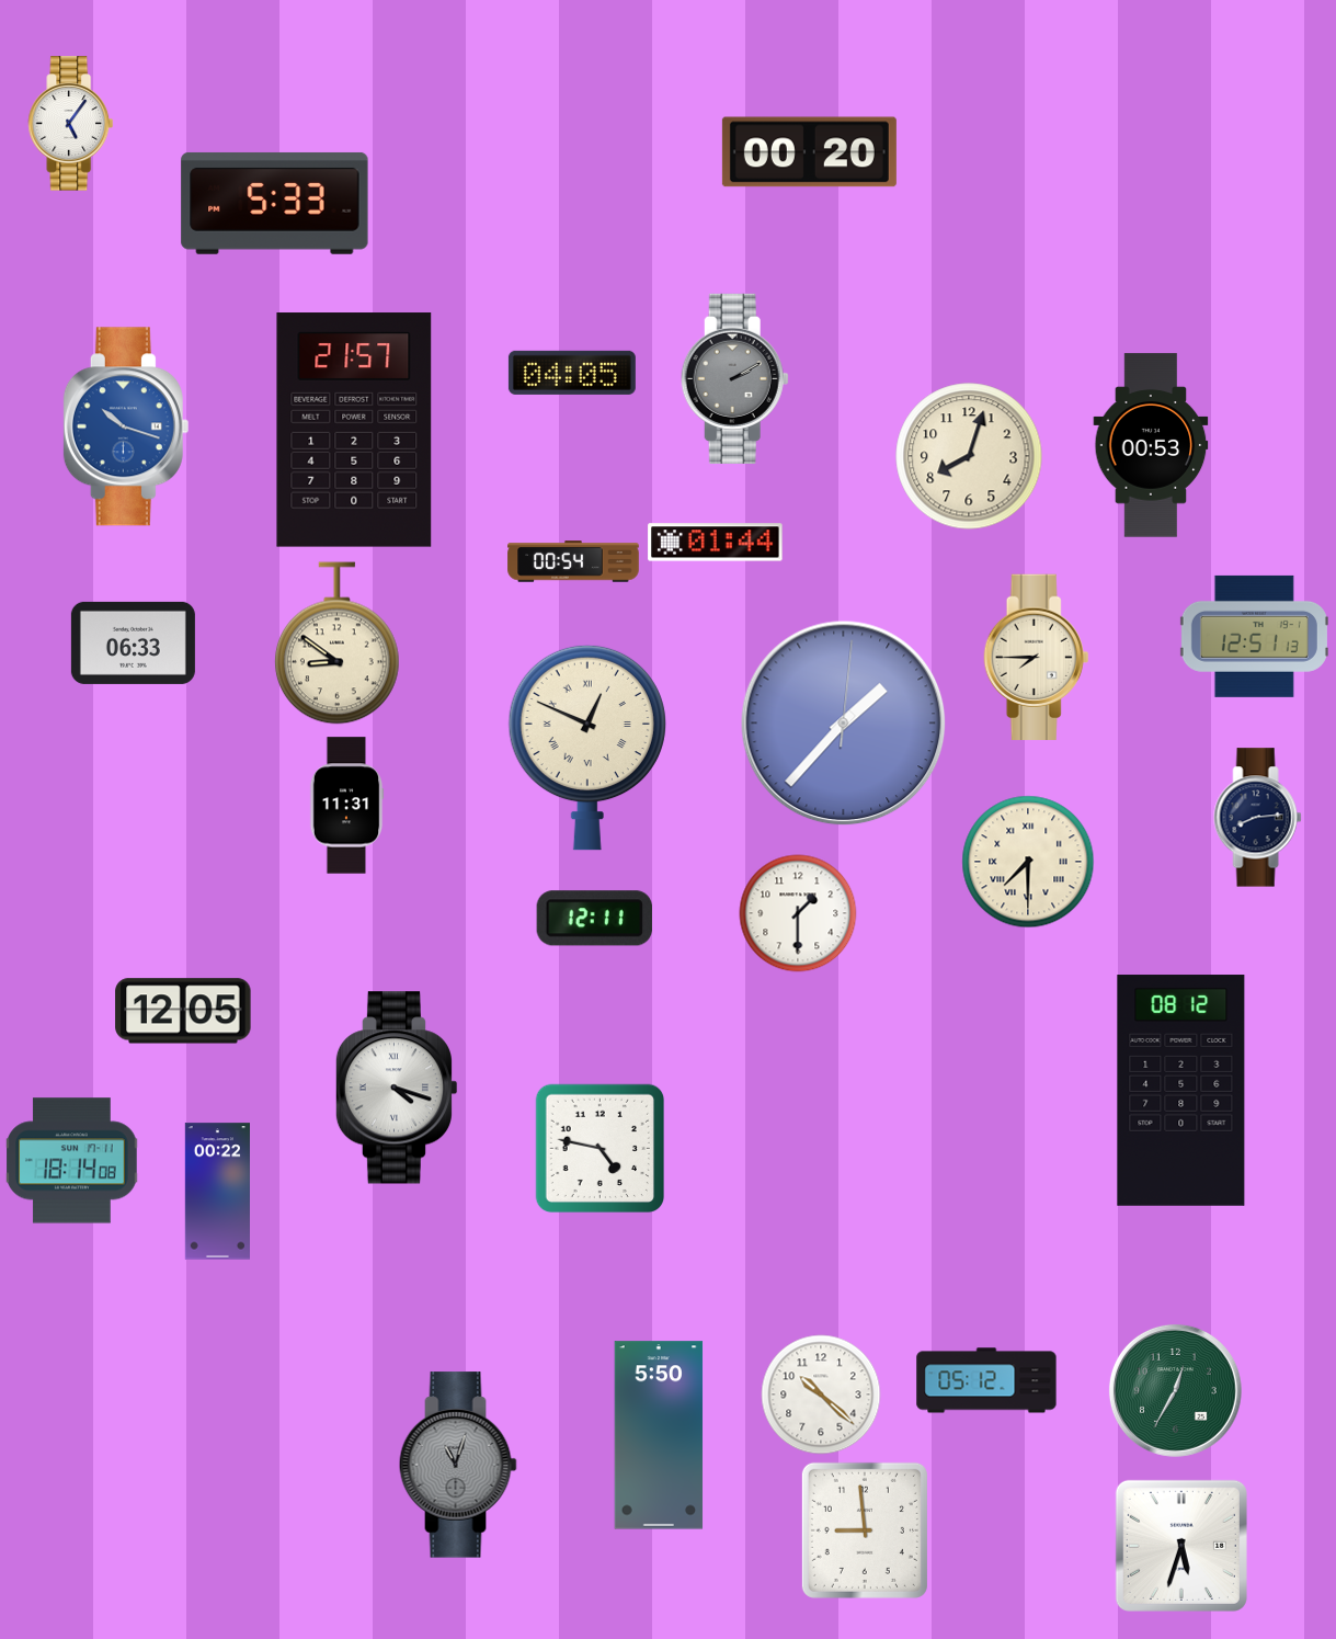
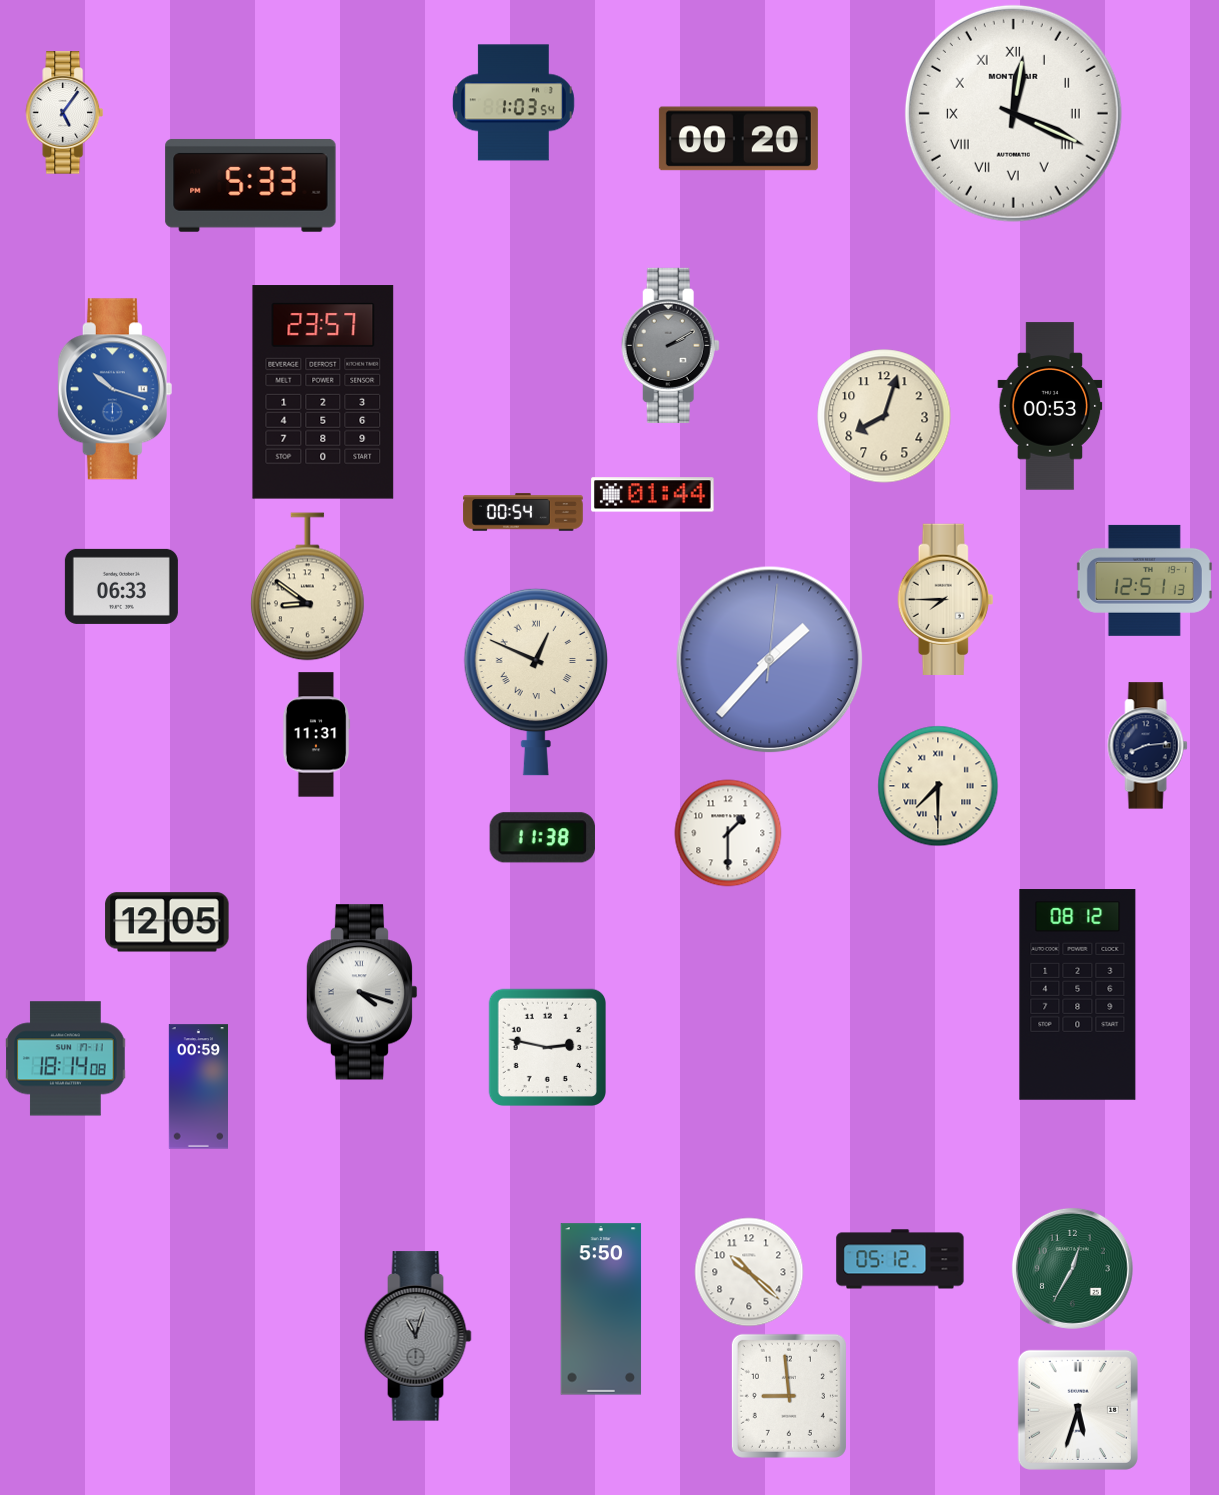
clock at (513, 103): none -> 1:03
clock at (1013, 113): none -> 12:19
clock at (572, 373): 04:05 -> none
clock at (354, 430): 21:57 -> 23:57
clock at (594, 919): 12:11 -> 11:38
clock at (600, 1148): 4:47 -> 2:47
clock at (217, 1192): 00:22 -> 00:59
